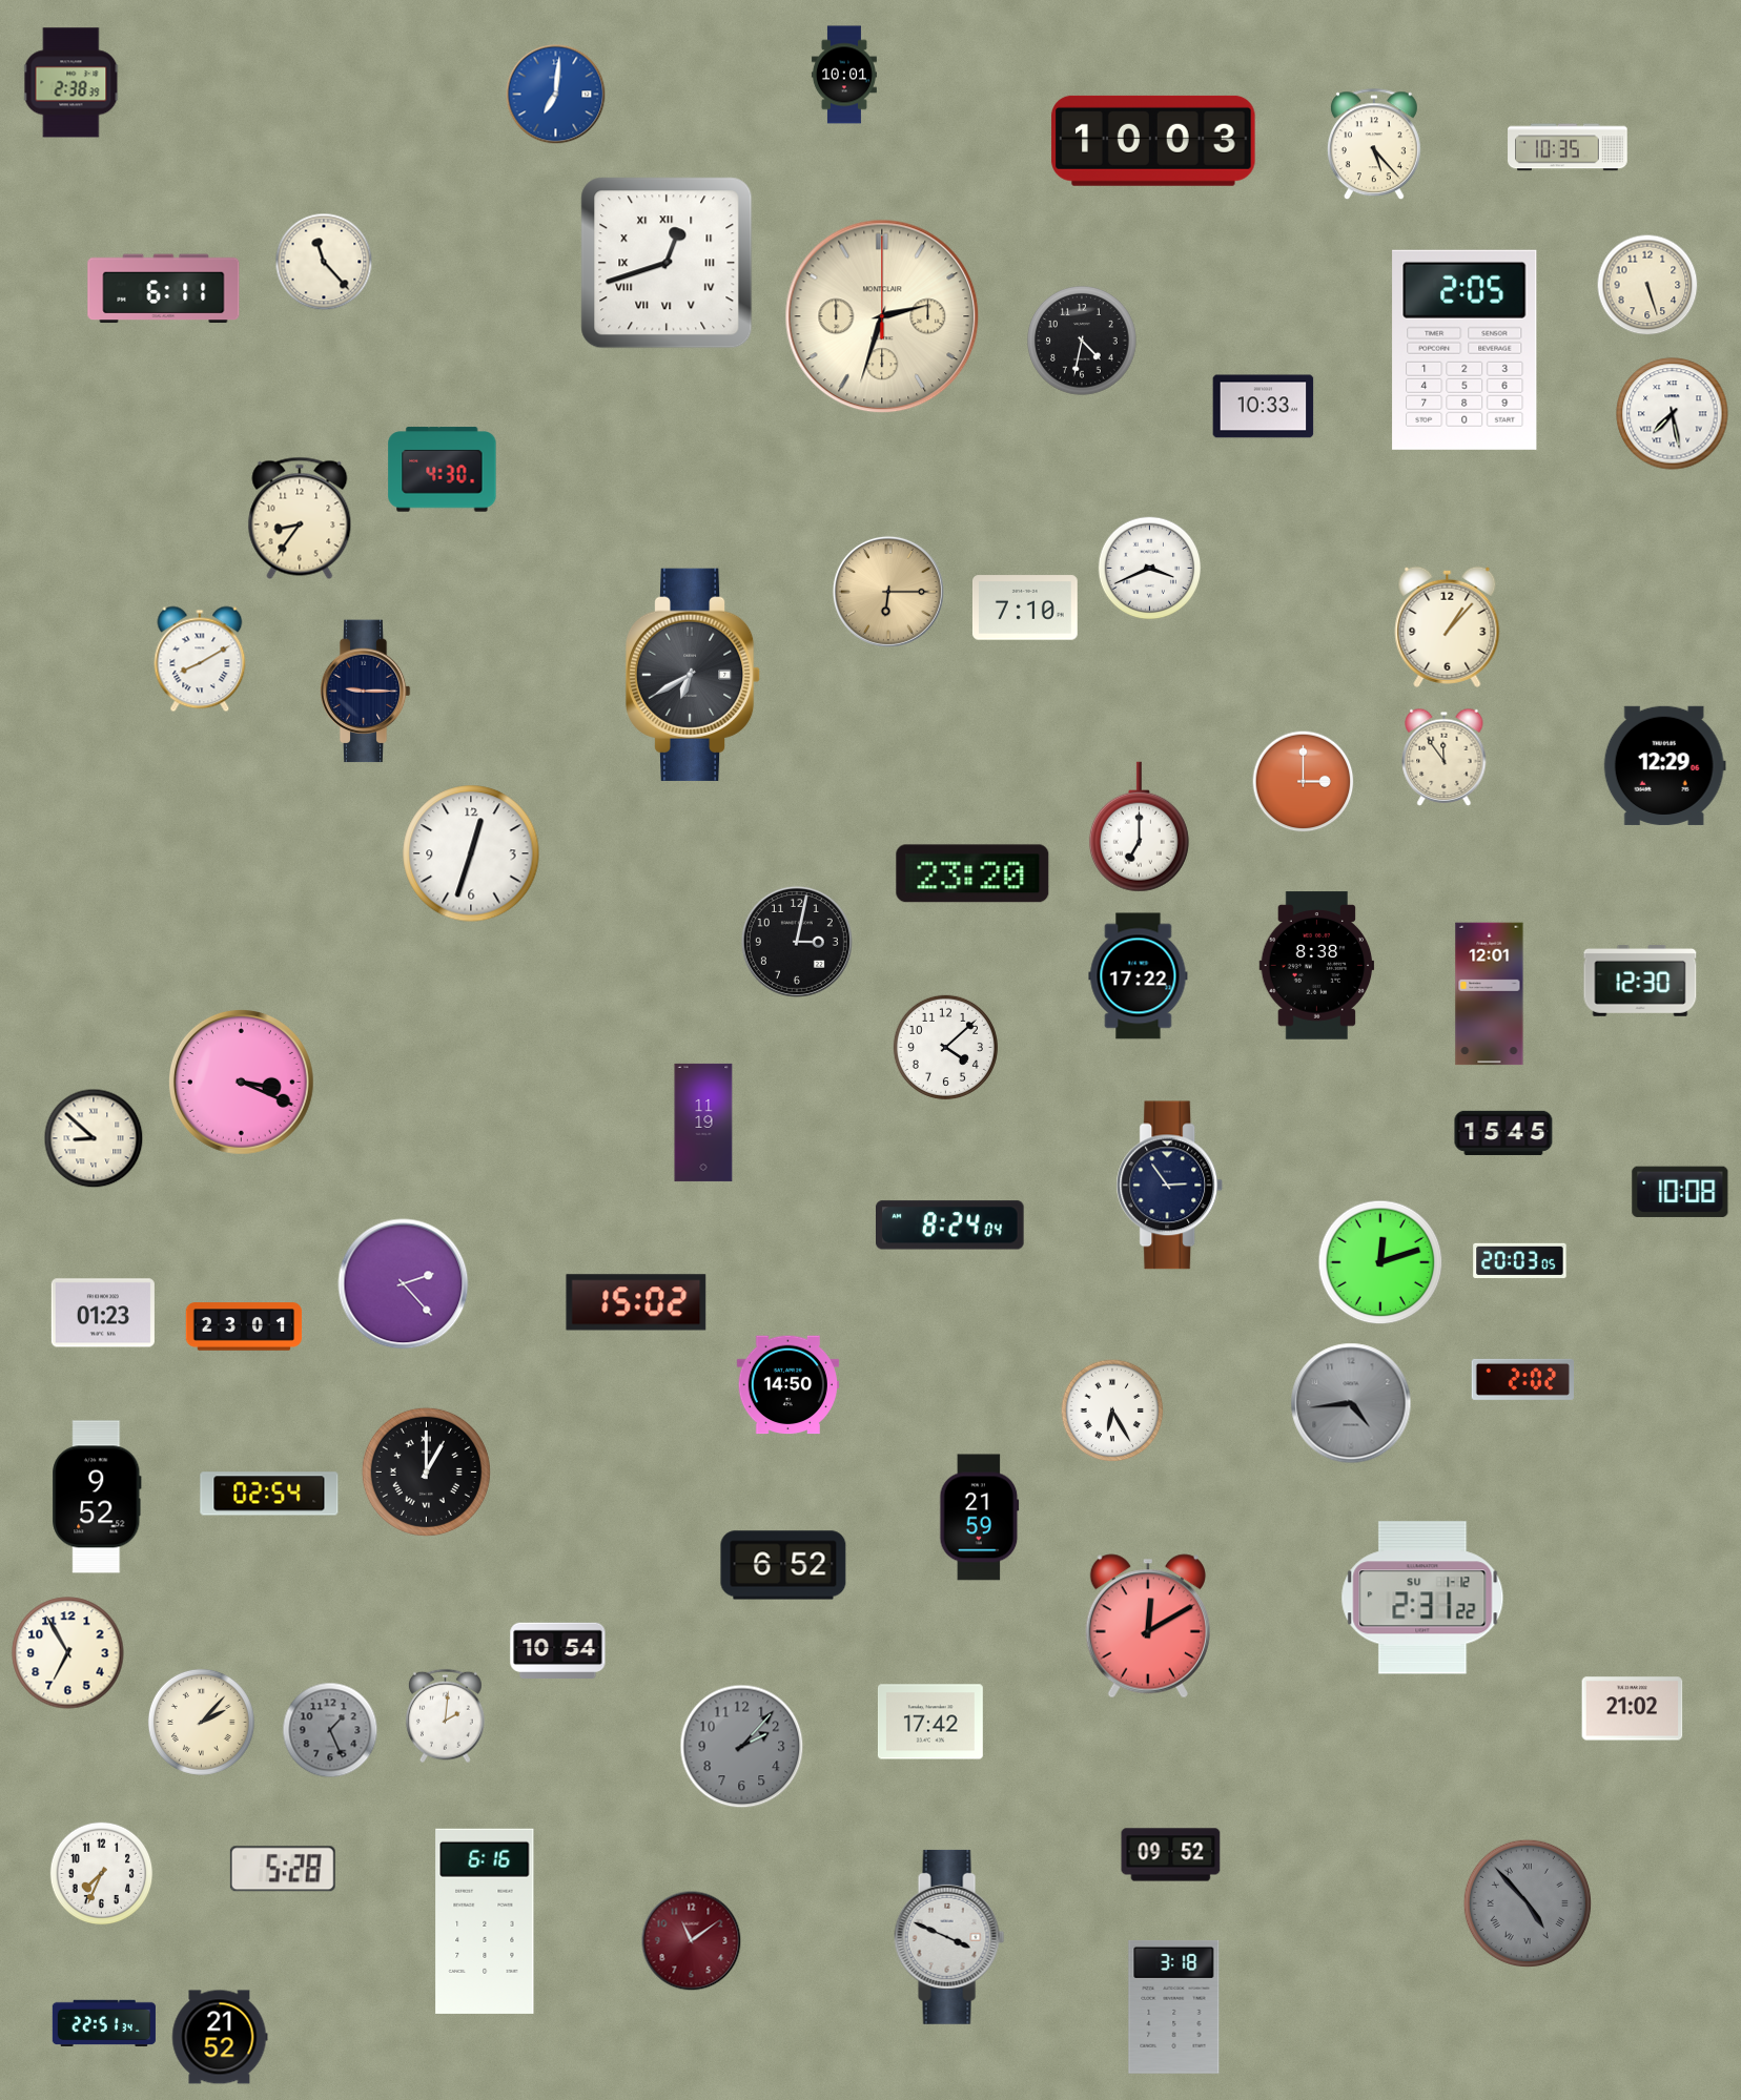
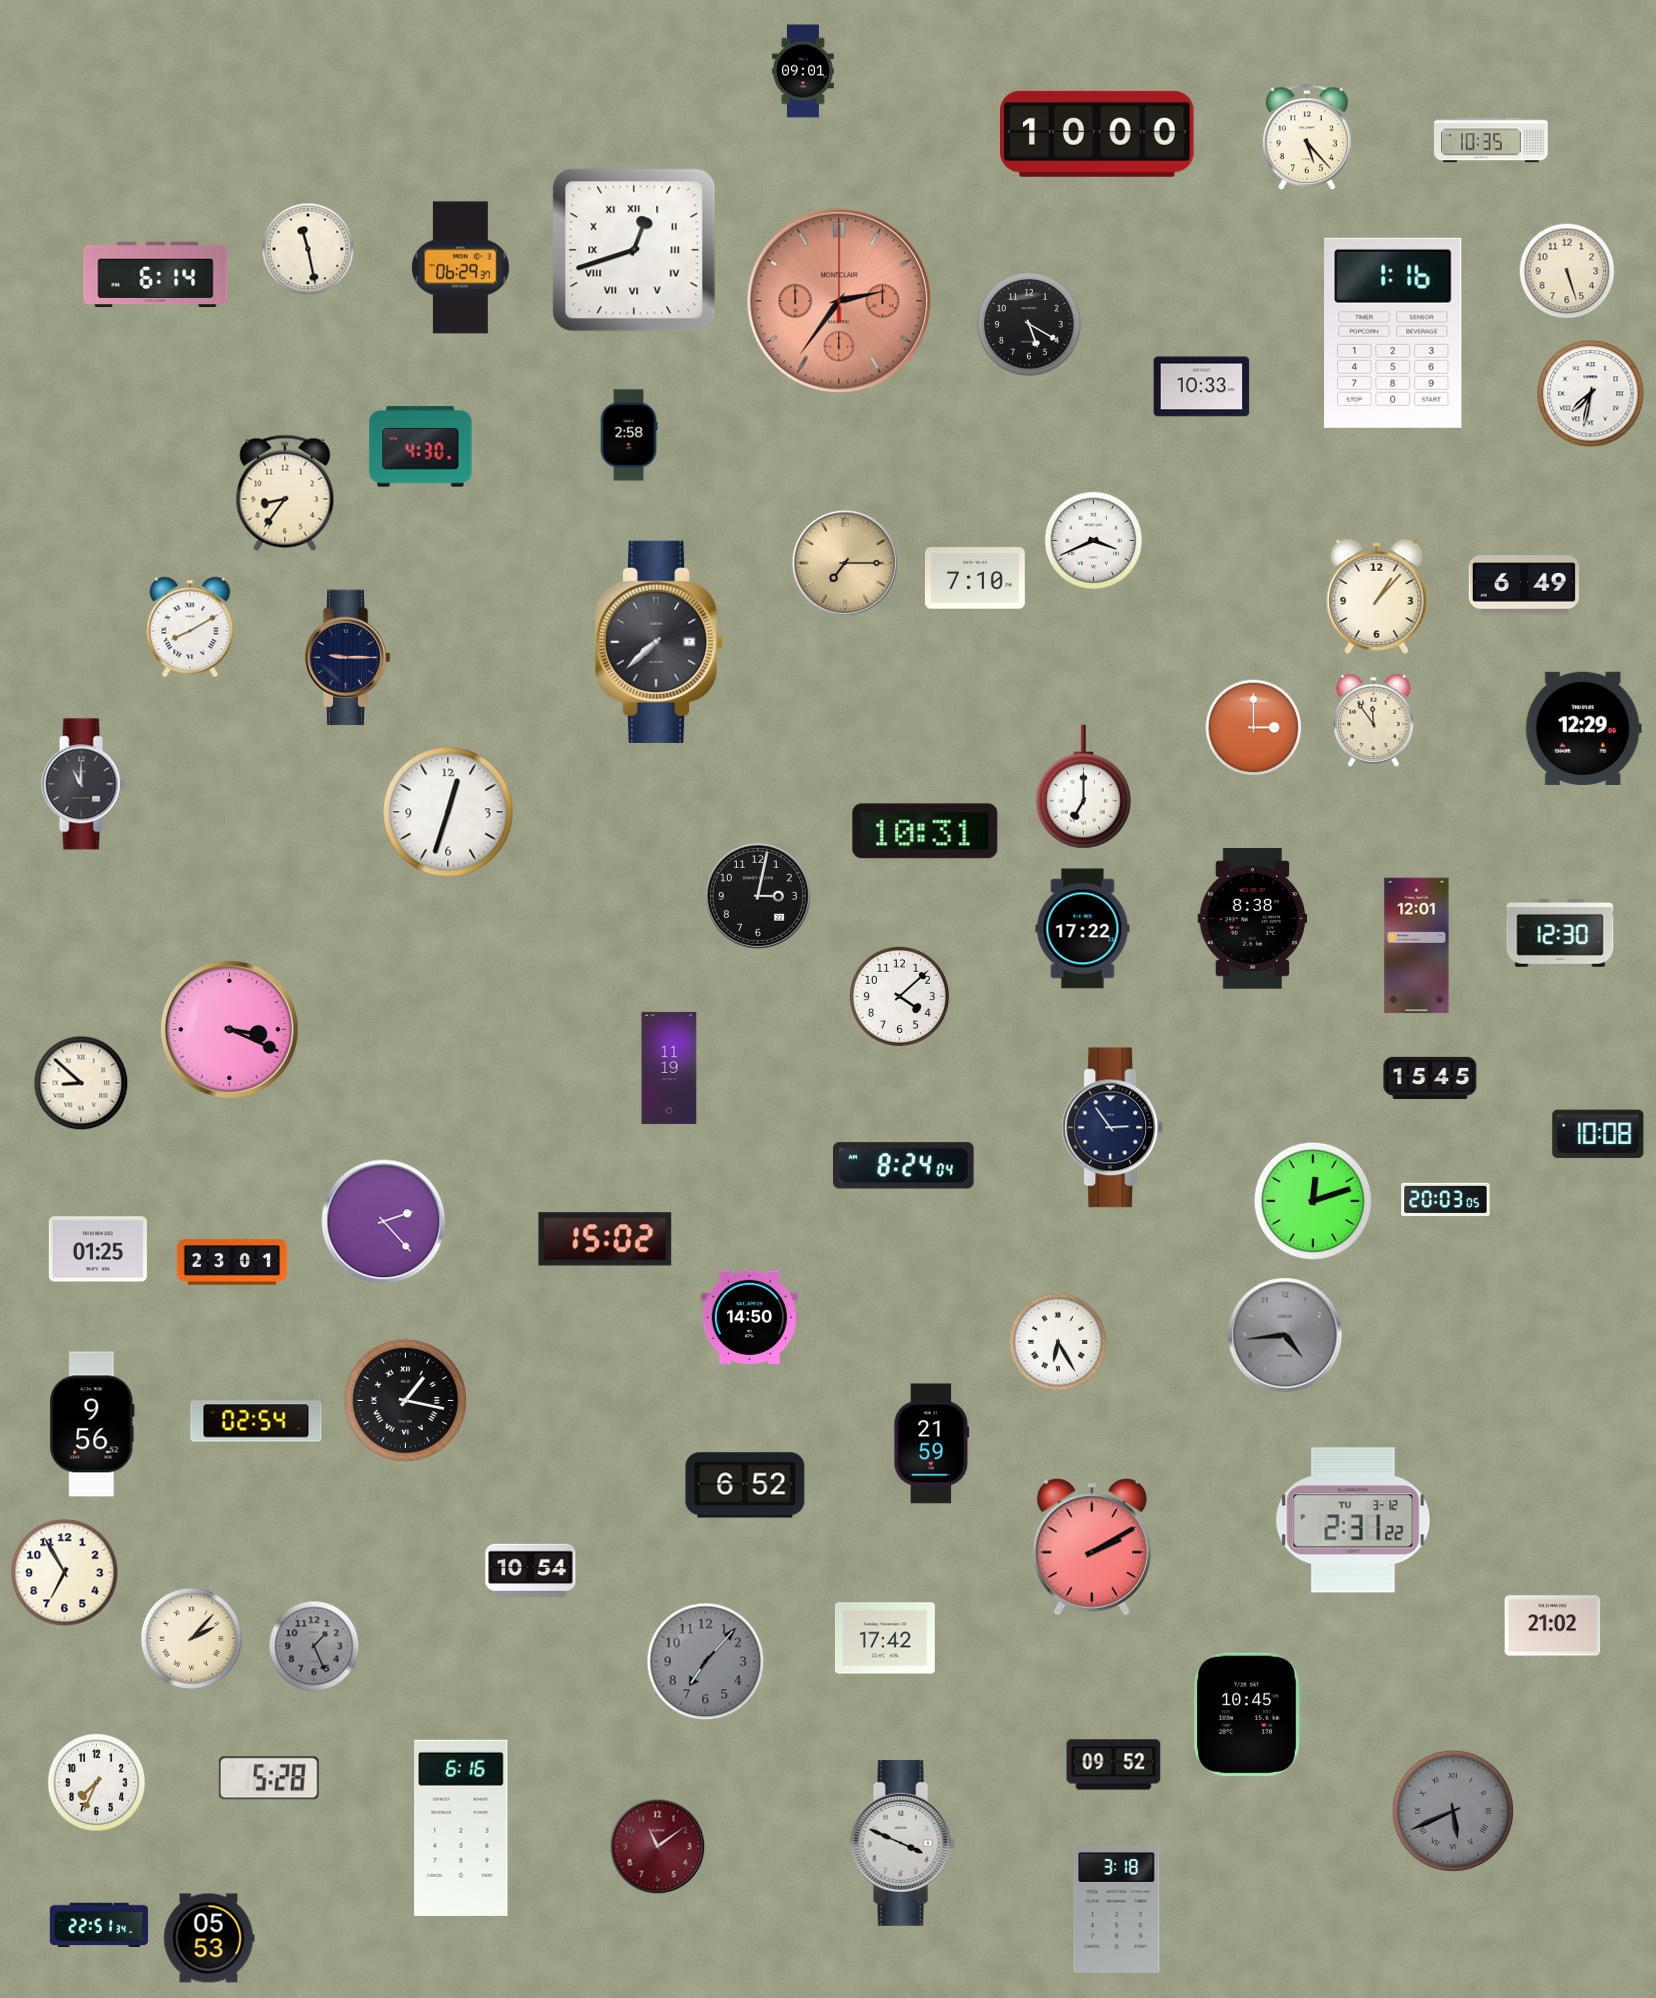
clock at (844, 75): 10:01 -> 09:01
clock at (71, 83): 2:38 -> none
clock at (556, 95): 7:01 -> none
clock at (1153, 141): 10:03 -> 10:00
clock at (324, 262): 11:23 -> 11:28
clock at (461, 268): none -> 06:29
clock at (164, 289): 6:11 -> 6:14
clock at (882, 316): 2:33 -> 2:36
clock at (882, 316) dial: cream -> salmon
clock at (1082, 341): 4:32 -> 5:20
clock at (1465, 350): 2:05 -> 1:16
clock at (1673, 414): 7:28 -> 7:32
clock at (629, 435): none -> 2:58
clock at (888, 592): 6:15 -> 7:15
clock at (1523, 585): none -> 6:49
clock at (693, 675): 6:40 -> 7:38
clock at (1304, 782) position: (1304, 782) -> (1254, 728)
clock at (83, 784): none -> 11:00
clock at (972, 873): 23:20 -> 10:31
clock at (94, 1138) position: (94, 1138) -> (81, 1083)
clock at (103, 1313): 01:23 -> 01:25
clock at (1522, 1379): 2:02 -> none
clock at (426, 1471): 1:00 -> 1:17
clock at (97, 1497): 9:52 -> 9:56
clock at (783, 1565) position: (783, 1565) -> (745, 1485)
clock at (1422, 1598) date: SU 1-12 -> TU 3-12
clock at (1148, 1626): 12:10 -> 2:10
clock at (445, 1716): 2:01 -> none
clock at (742, 1747): 2:07 -> 7:07
clock at (1247, 1714): none -> 10:45
clock at (1528, 1903): 4:53 -> 5:41
clock at (220, 2037): 21:52 -> 05:53
